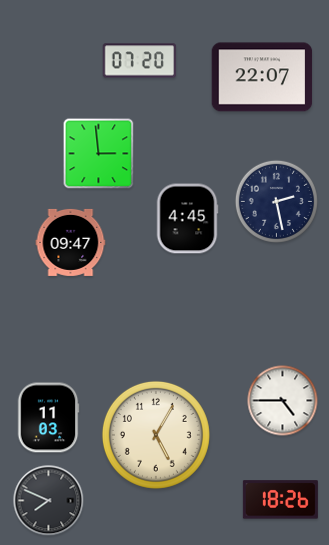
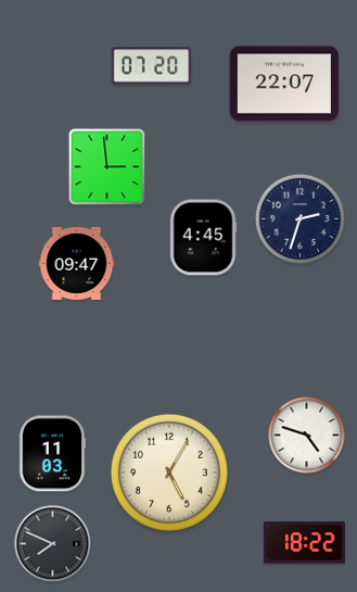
clock at (276, 201): 2:28 -> 2:33
clock at (283, 401): 4:45 -> 4:48
clock at (280, 500): 18:26 -> 18:22
